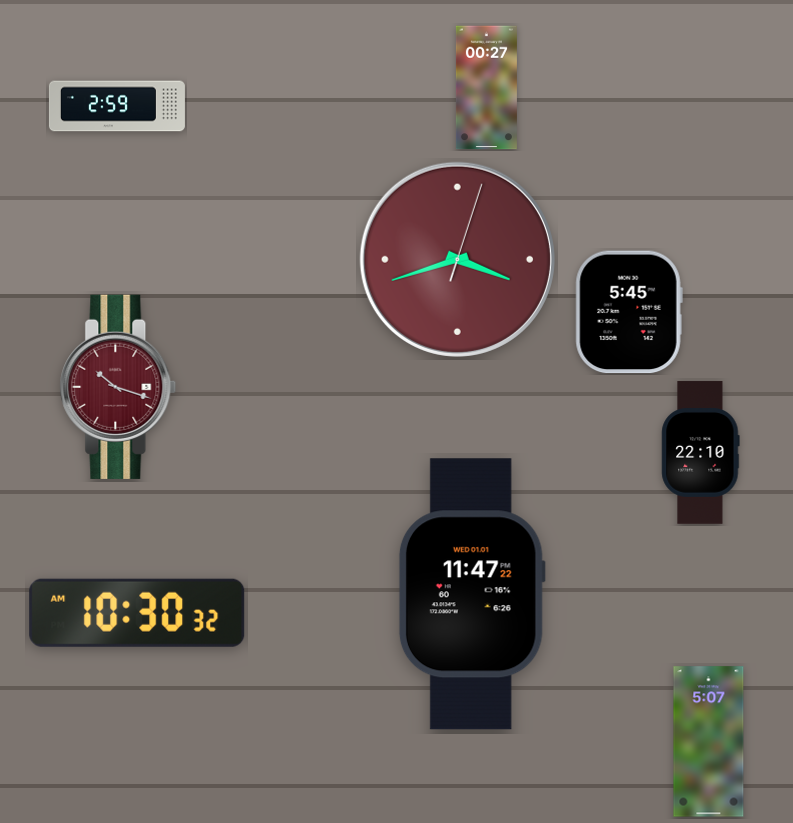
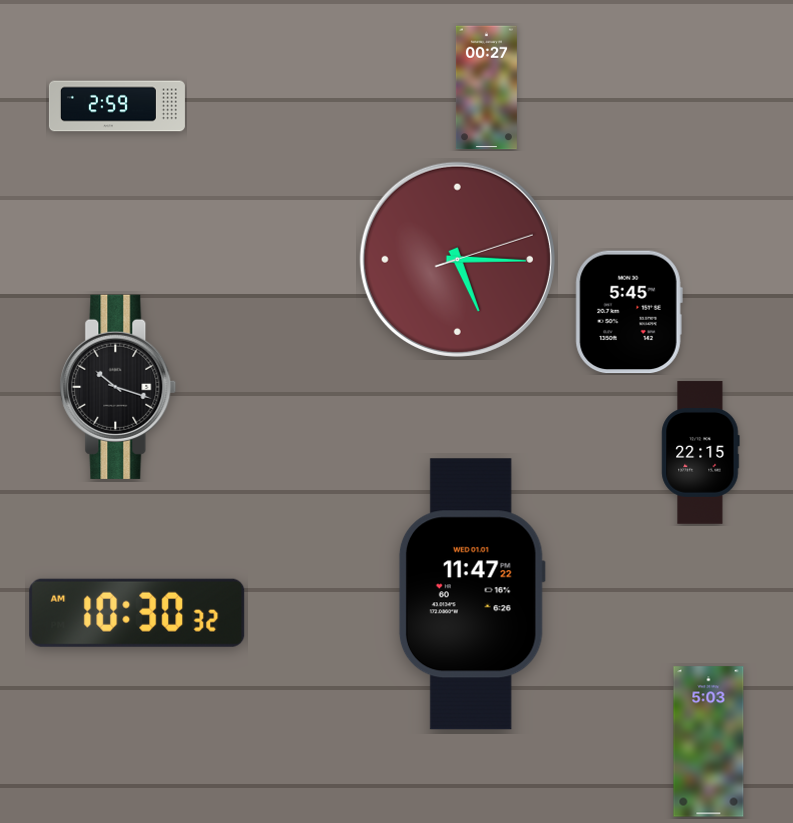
clock at (457, 259): 3:42 -> 5:15
clock at (118, 387) dial: burgundy -> black
clock at (701, 453): 22:10 -> 22:15
clock at (709, 742): 5:07 -> 5:03
